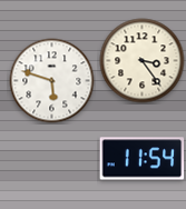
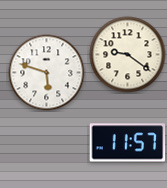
clock at (143, 61): 3:24 -> 9:21
clock at (143, 159): 11:54 -> 11:57
